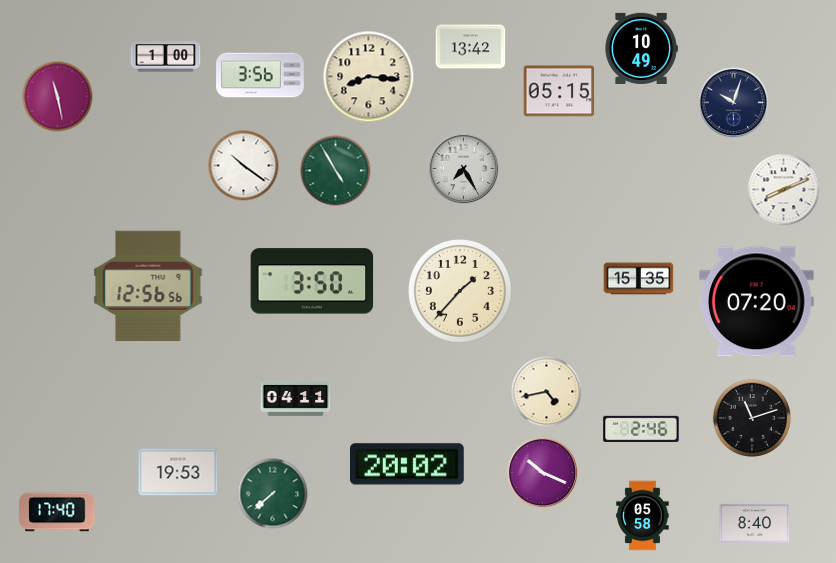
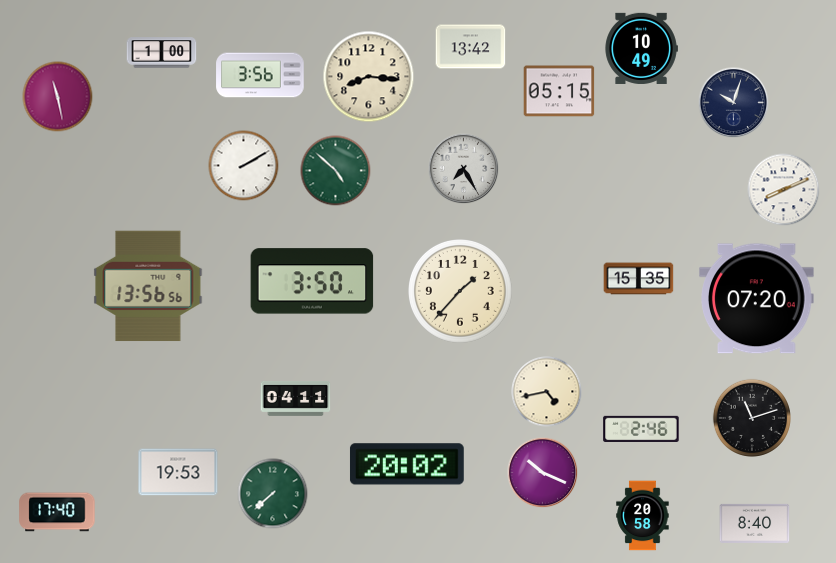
clock at (166, 57) position: (166, 57) -> (162, 53)
clock at (244, 166): 10:21 -> 2:10
clock at (336, 171): 4:55 -> 4:52
clock at (148, 286): 12:56 -> 13:56
clock at (757, 302) position: (757, 302) -> (757, 299)
clock at (643, 516): 05:58 -> 20:58
